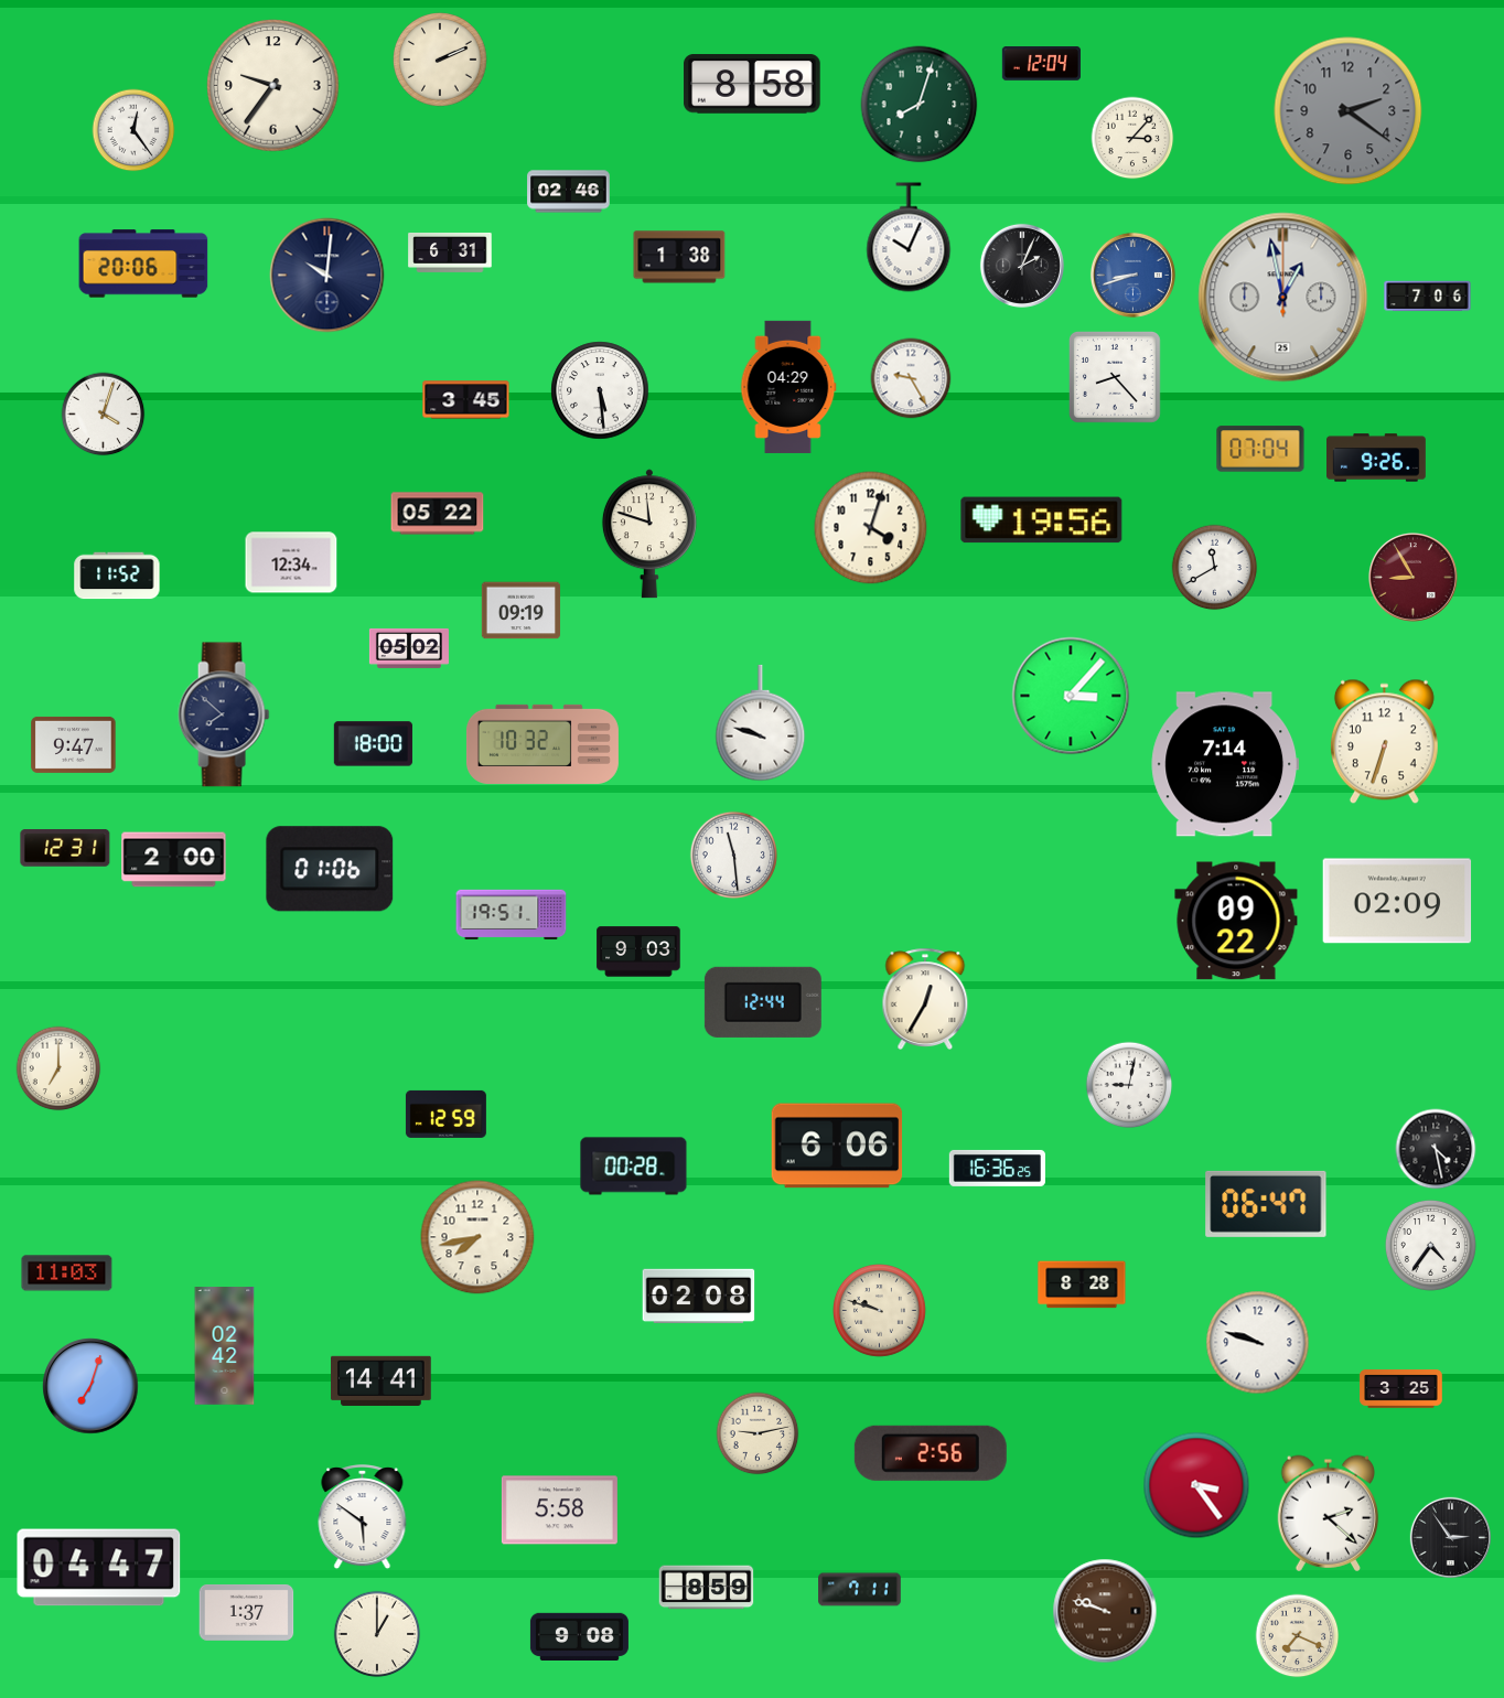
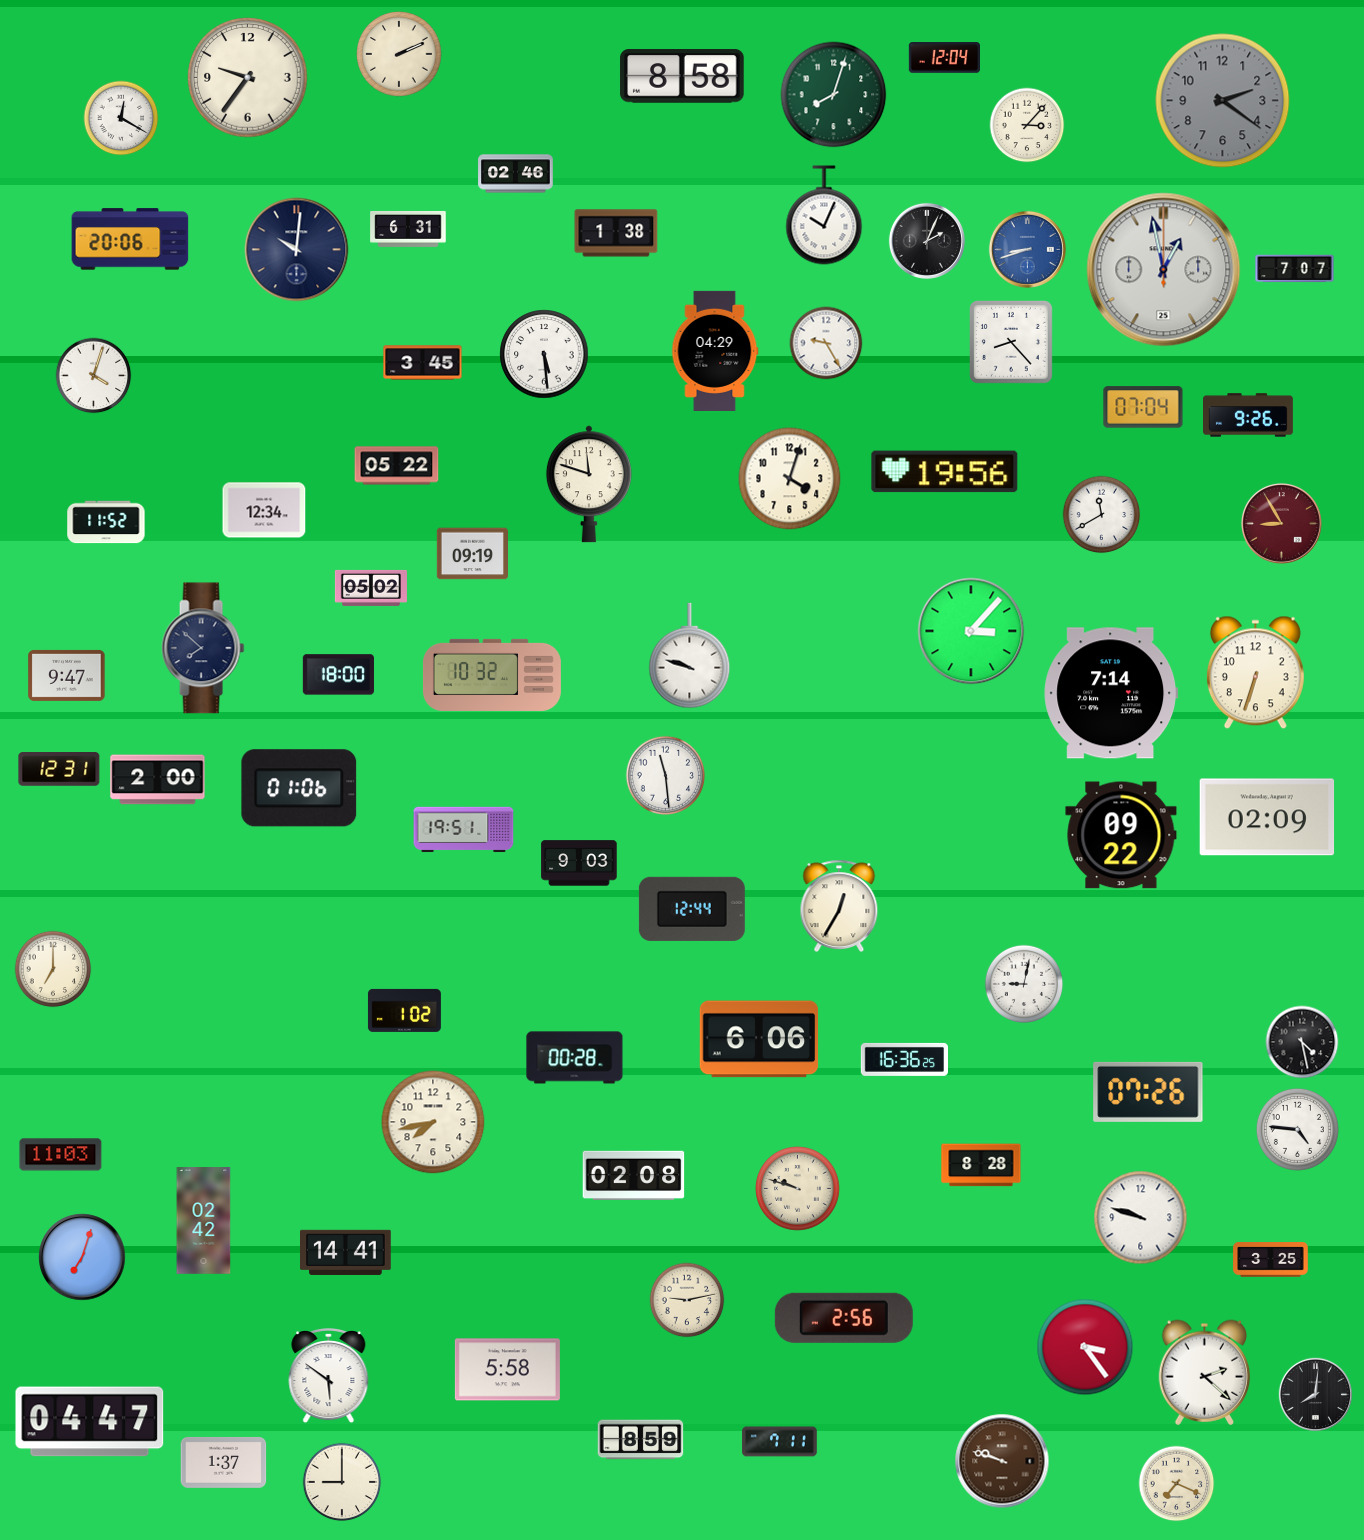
clock at (133, 130): 12:24 -> 12:20
clock at (1428, 297): 7:06 -> 7:07
clock at (445, 1114): 12:59 -> 1:02
clock at (1266, 1204): 06:47 -> 07:26
clock at (1430, 1245): 4:36 -> 4:46
clock at (1450, 1537): 2:54 -> 8:01
clock at (377, 1634): 1:00 -> 9:00
clock at (579, 1636): 9:08 -> none
